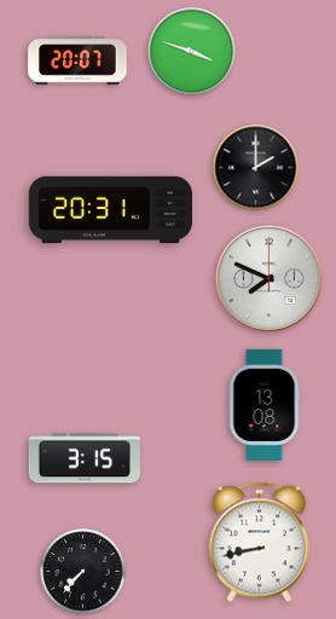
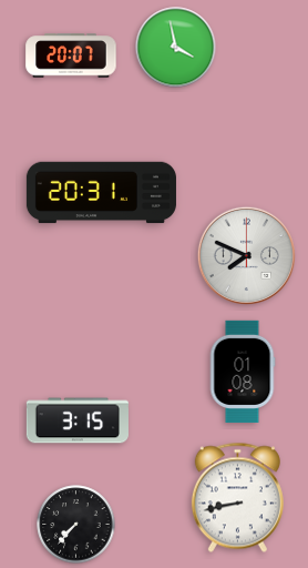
clock at (192, 52): 3:48 -> 3:58
clock at (256, 168): 2:00 -> none
clock at (265, 405): 13:08 -> 01:08
